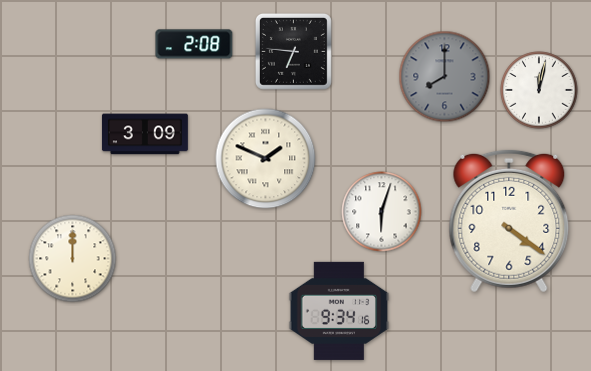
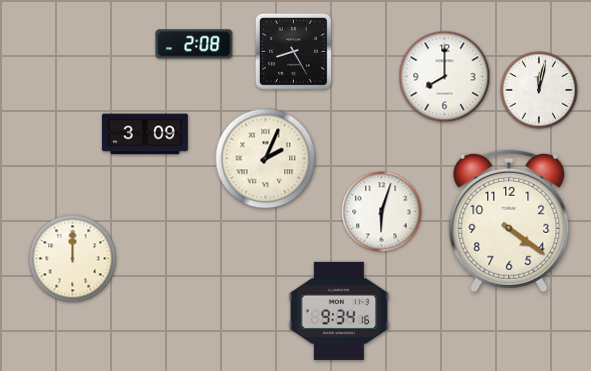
clock at (293, 51): 6:46 -> 8:25
clock at (445, 77) dial: grey -> white
clock at (266, 159): 1:49 -> 2:04
